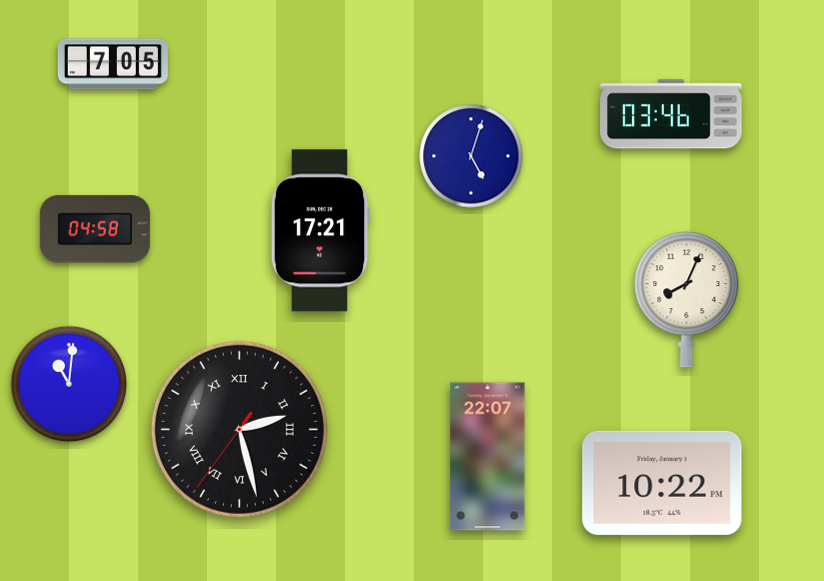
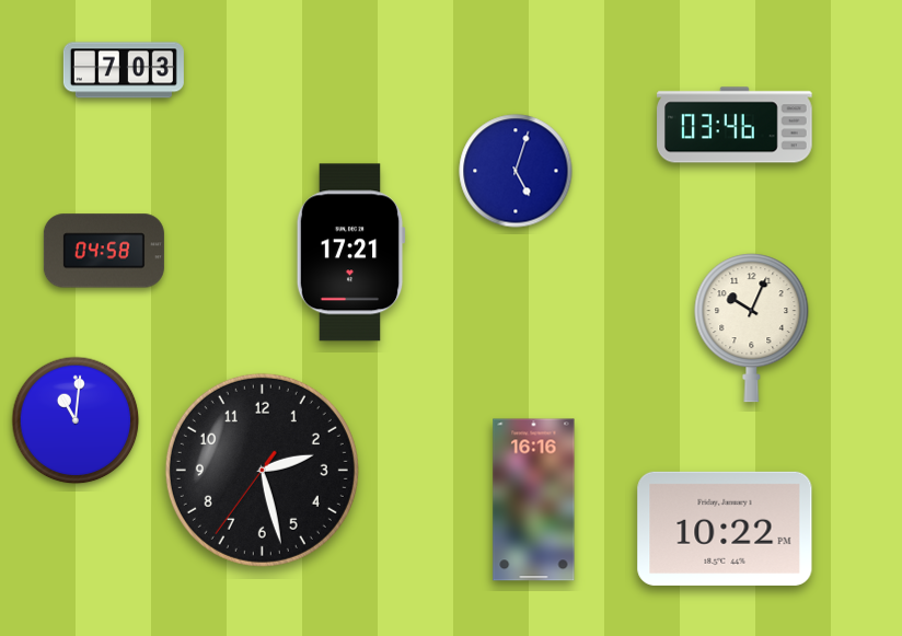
clock at (113, 64): 7:05 -> 7:03
clock at (687, 300): 8:04 -> 10:04
clock at (239, 429) numerals: Roman -> Arabic
clock at (488, 457): 22:07 -> 16:16
